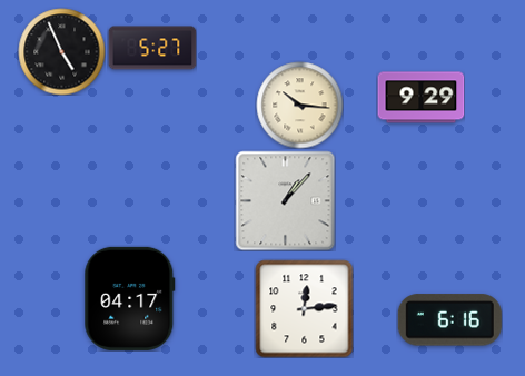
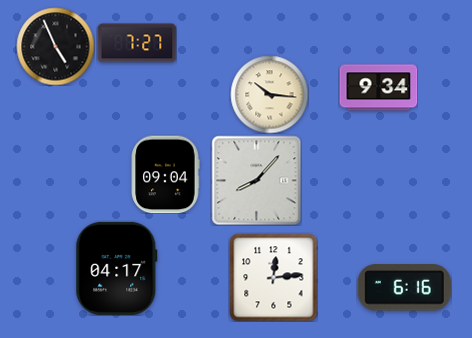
clock at (152, 48): 5:27 -> 7:27
clock at (420, 98): 9:29 -> 9:34
clock at (165, 174): none -> 09:04
clock at (285, 200): 1:07 -> 8:07
